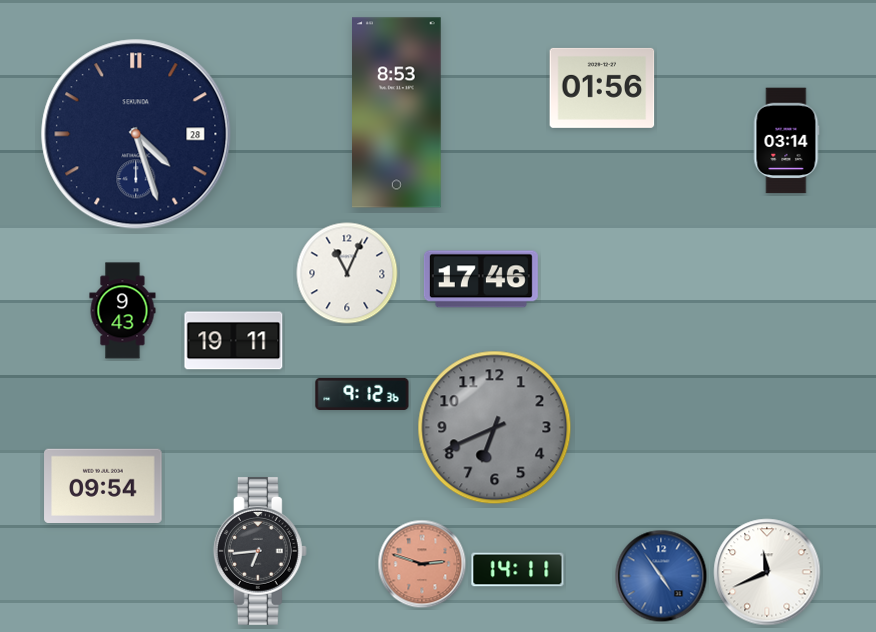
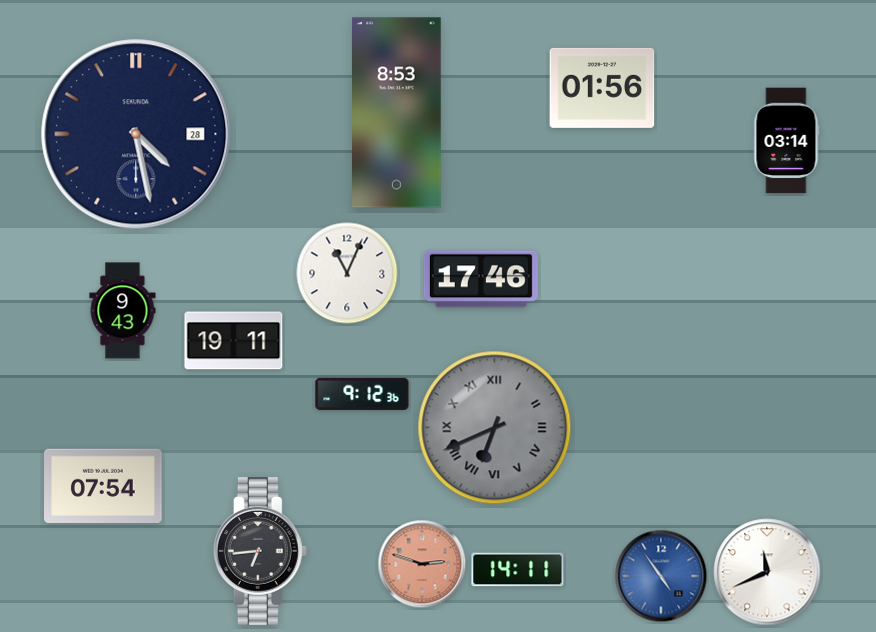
clock at (136, 134): 4:27 -> 4:28
clock at (495, 428) numerals: Arabic -> Roman
clock at (103, 485): 09:54 -> 07:54
